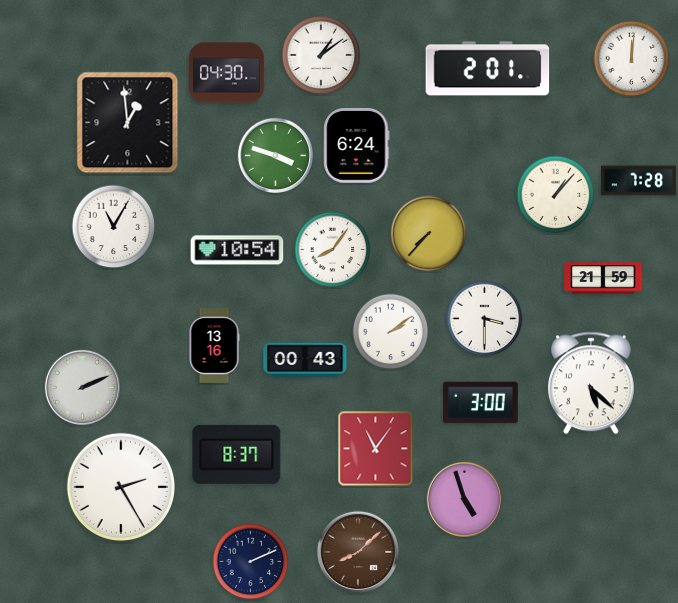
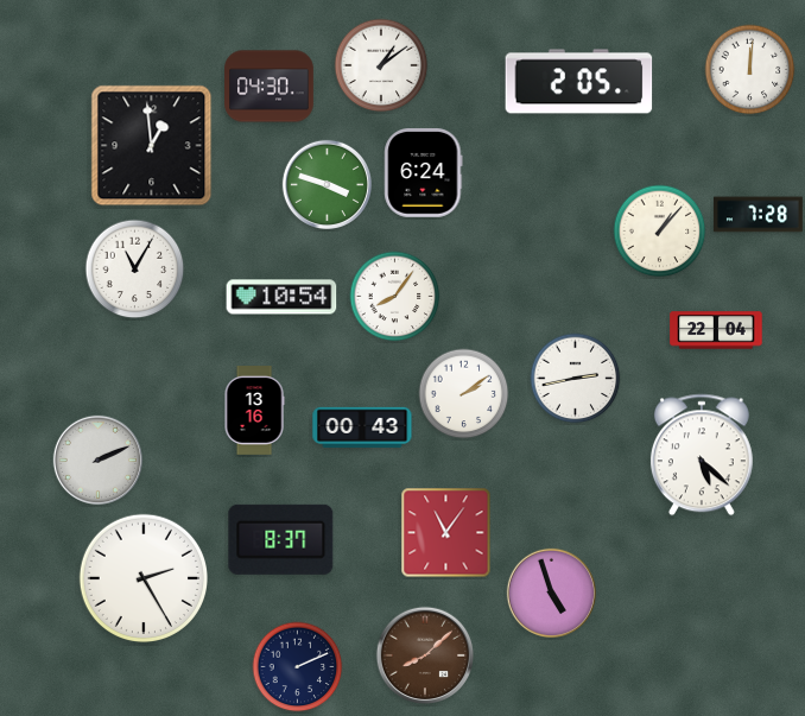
clock at (488, 69): 2:01 -> 2:05
clock at (429, 234): 7:37 -> none
clock at (603, 278): 21:59 -> 22:04
clock at (485, 319): 3:30 -> 2:43
clock at (481, 403): 3:00 -> none
